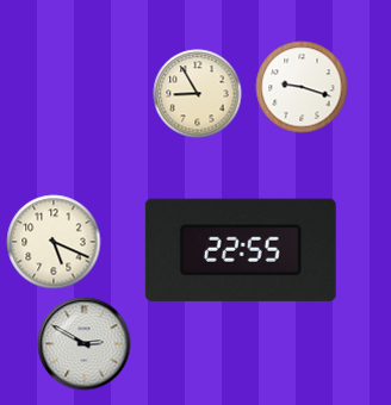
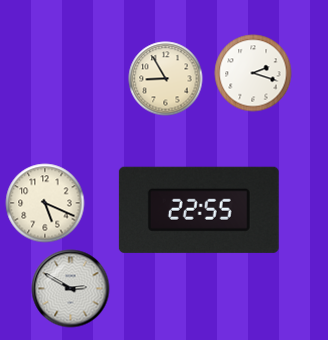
clock at (302, 87): 9:18 -> 2:18
clock at (241, 250) position: (241, 250) -> (199, 210)
